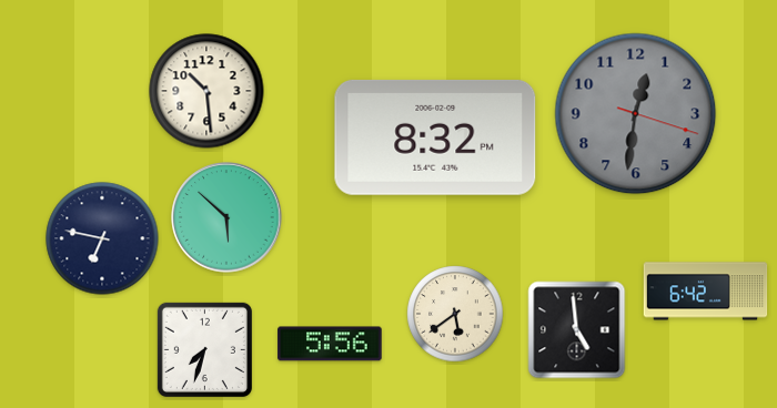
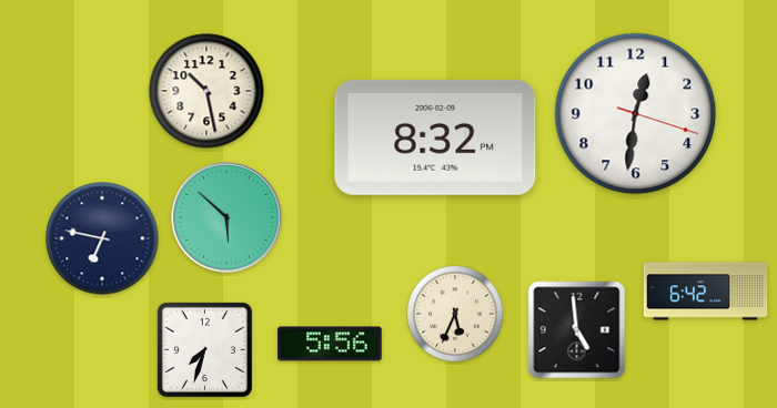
clock at (206, 91): 10:29 -> 10:28
clock at (636, 114) dial: grey -> white
clock at (455, 314): 5:39 -> 5:34
